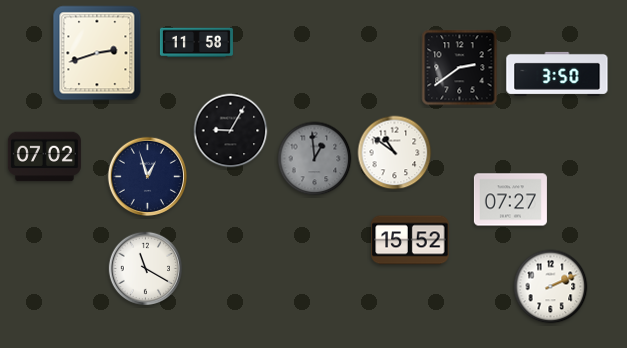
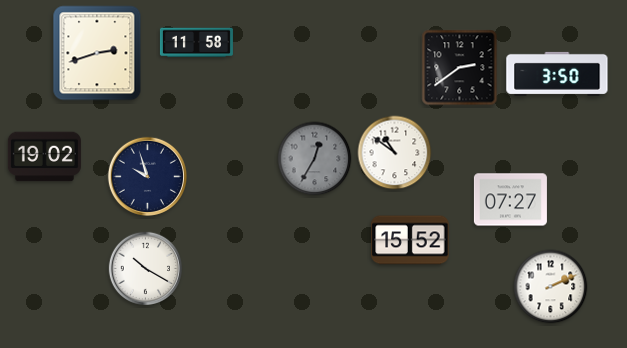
clock at (231, 131): 9:05 -> none
clock at (44, 157): 07:02 -> 19:02
clock at (315, 159): 12:59 -> 12:35
clock at (147, 176): 12:57 -> 9:57
clock at (145, 268): 11:20 -> 10:20
